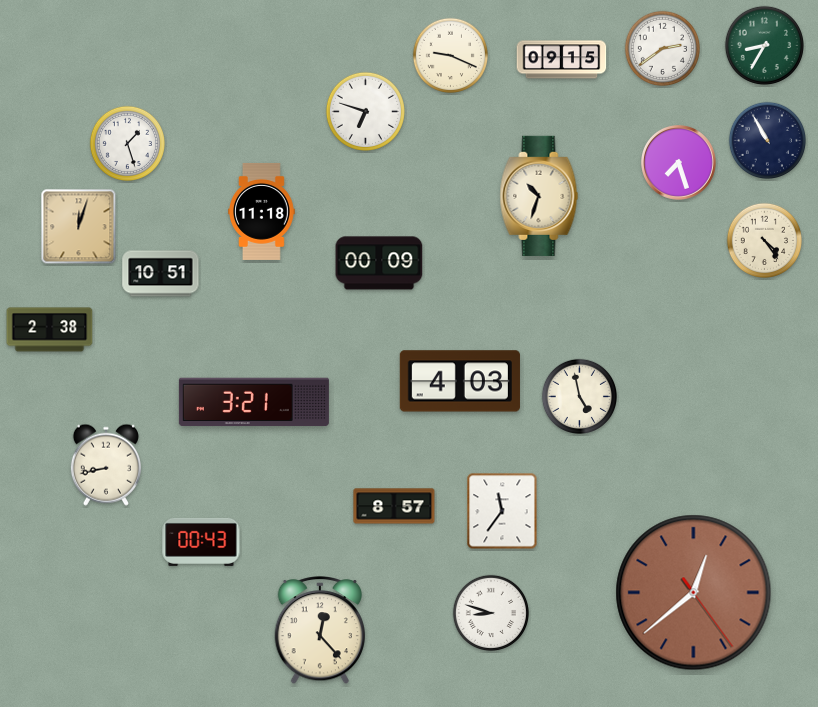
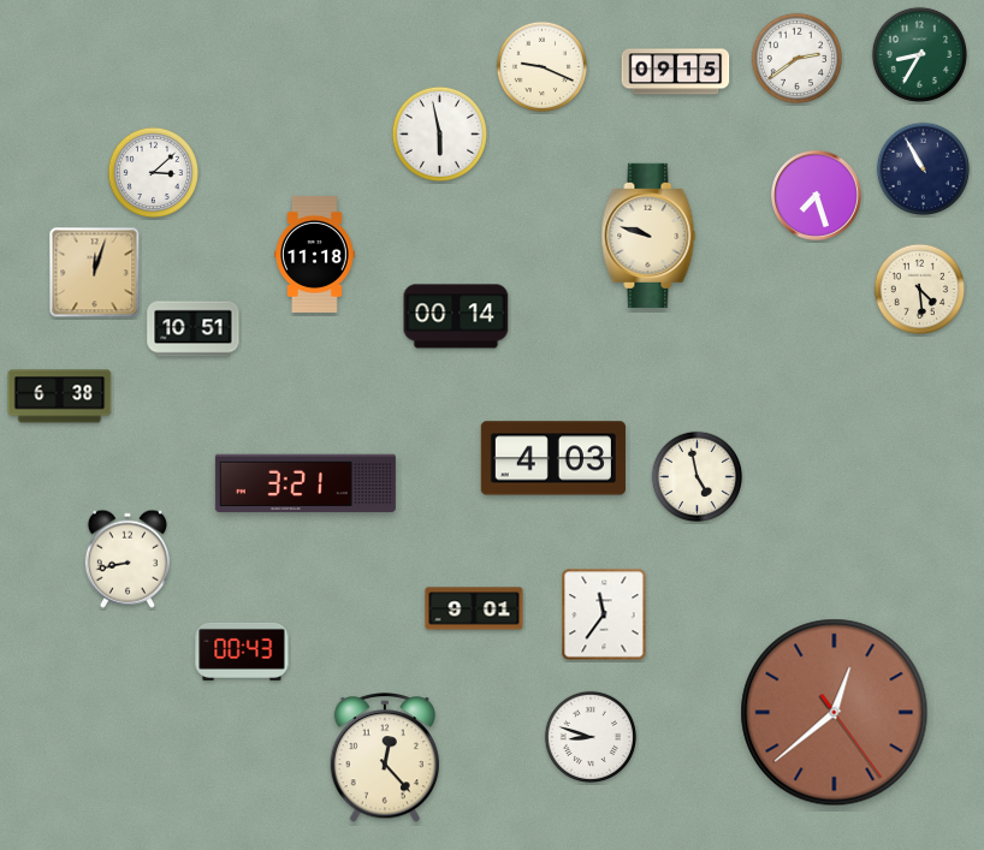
clock at (365, 111): 6:48 -> 5:58
clock at (127, 143): 1:27 -> 3:08
clock at (539, 196): 10:33 -> 9:48
clock at (764, 240): 4:24 -> 4:29
clock at (379, 263): 00:09 -> 00:14
clock at (50, 330): 2:38 -> 6:38
clock at (394, 506): 8:57 -> 9:01
